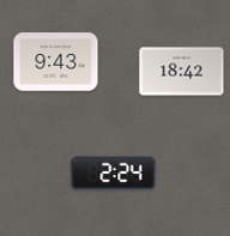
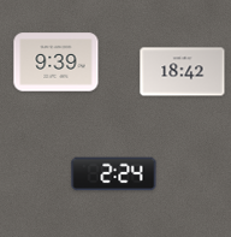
clock at (56, 62): 9:43 -> 9:39
